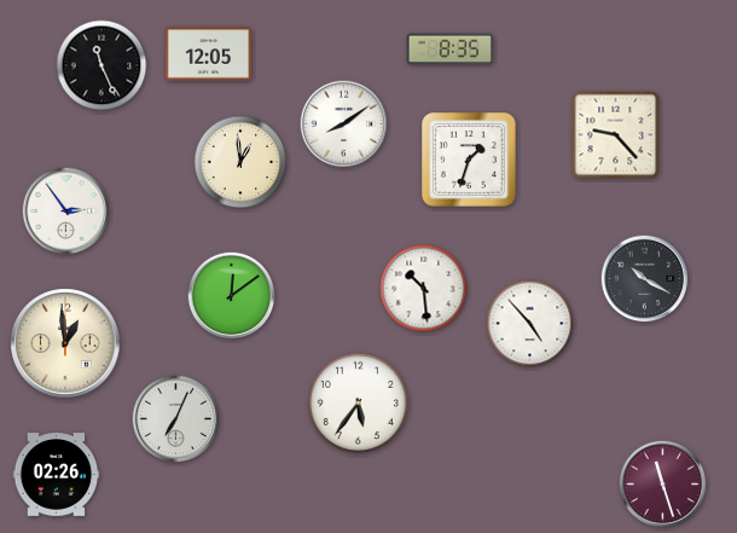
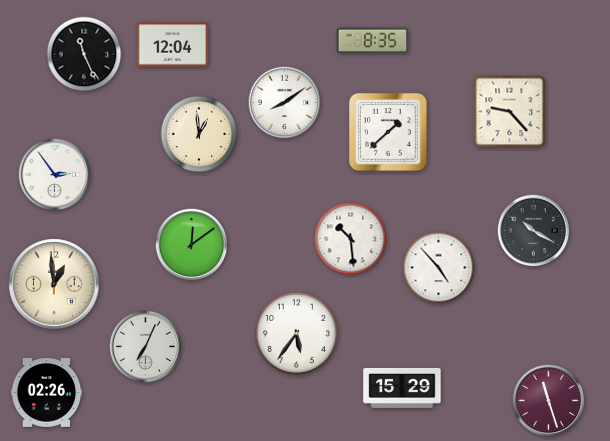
clock at (209, 54): 12:05 -> 12:04
clock at (470, 161): 1:33 -> 1:38
clock at (402, 388): none -> 15:29
